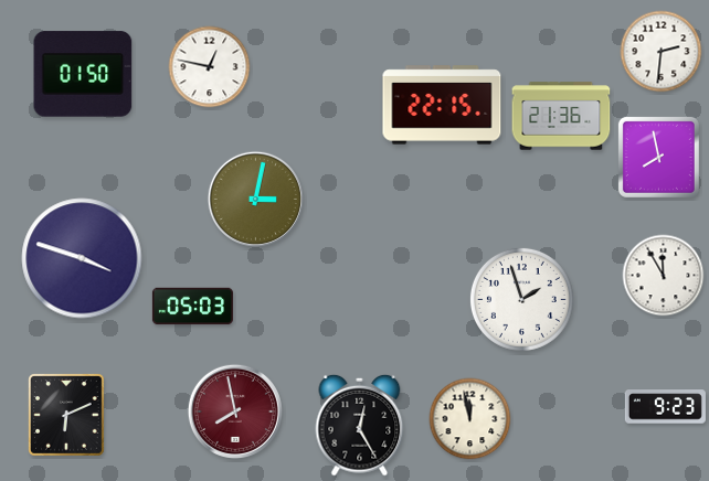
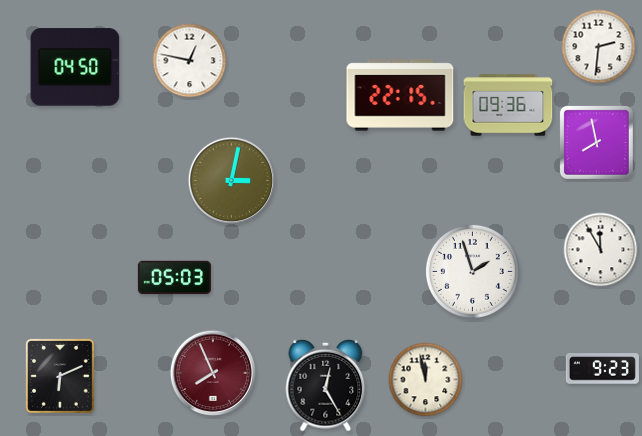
clock at (83, 74): 01:50 -> 04:50
clock at (561, 116): 21:36 -> 09:36
clock at (82, 258): 3:48 -> none
clock at (235, 411): 7:58 -> 7:56
